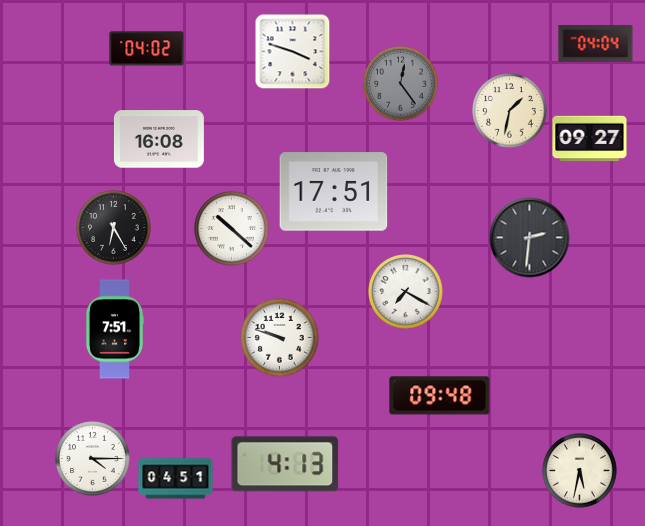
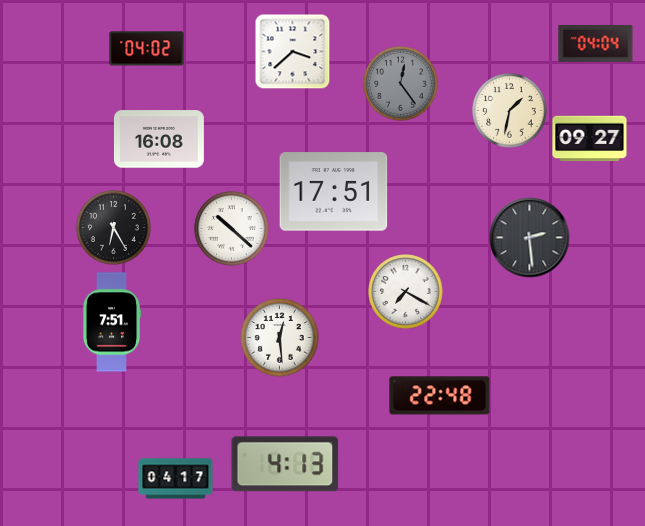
clock at (293, 52): 3:48 -> 3:38
clock at (530, 238): 2:31 -> 2:29
clock at (115, 329) position: (115, 329) -> (112, 322)
clock at (280, 338): 9:48 -> 12:29
clock at (440, 396): 09:48 -> 22:48
clock at (93, 459): 4:15 -> none
clock at (580, 471): 5:32 -> none
clock at (176, 479): 04:51 -> 04:17
